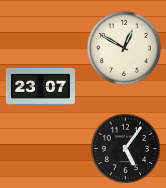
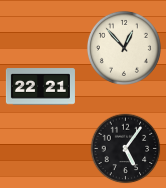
clock at (124, 48): 12:50 -> 12:53
clock at (40, 87): 23:07 -> 22:21
